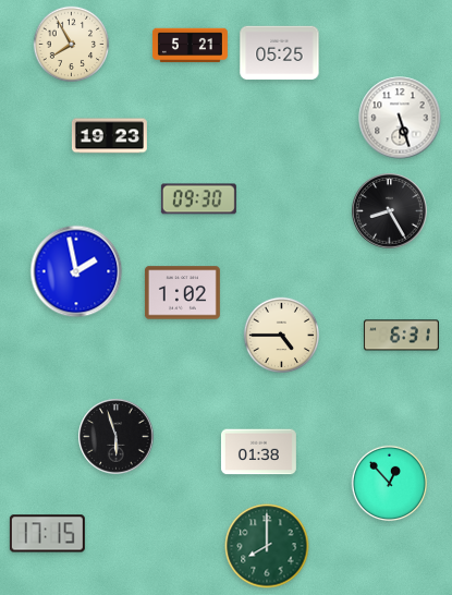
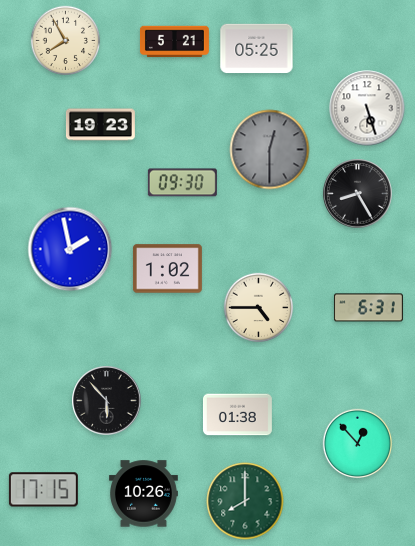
clock at (270, 150): none -> 12:30
clock at (117, 437): 5:57 -> 5:53
clock at (143, 494): none -> 10:26
